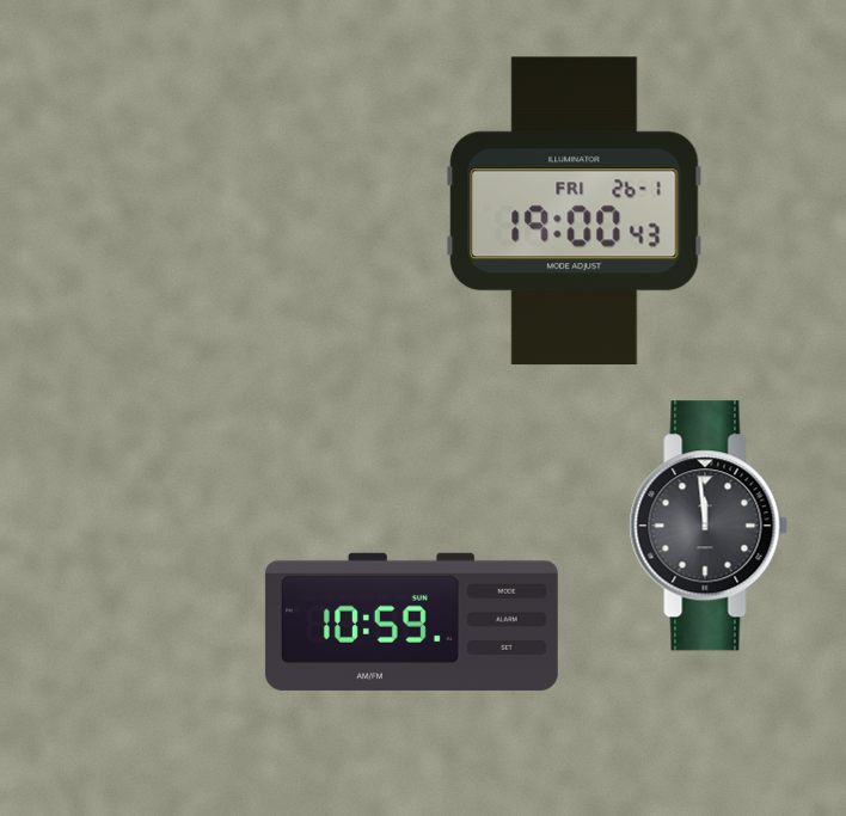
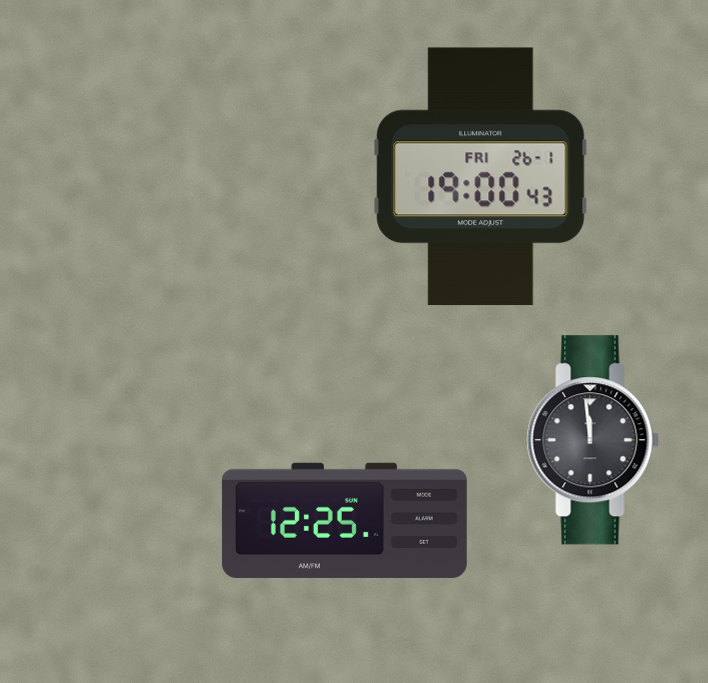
clock at (411, 621): 10:59 -> 12:25
